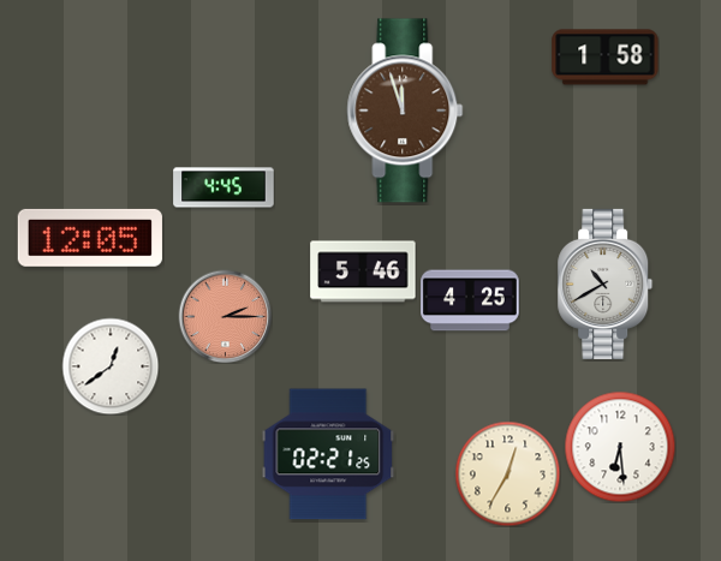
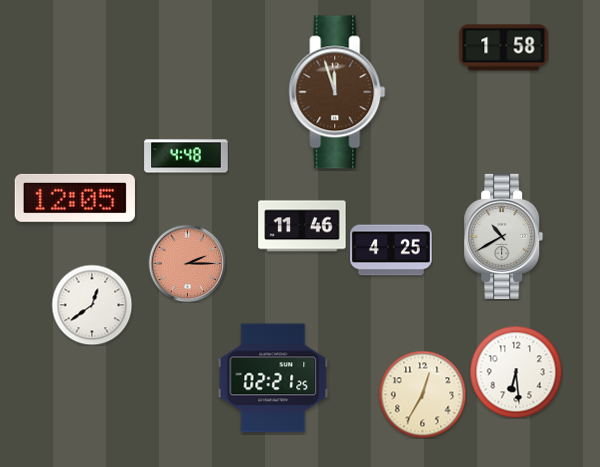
clock at (224, 187): 4:45 -> 4:48
clock at (363, 271): 5:46 -> 11:46
